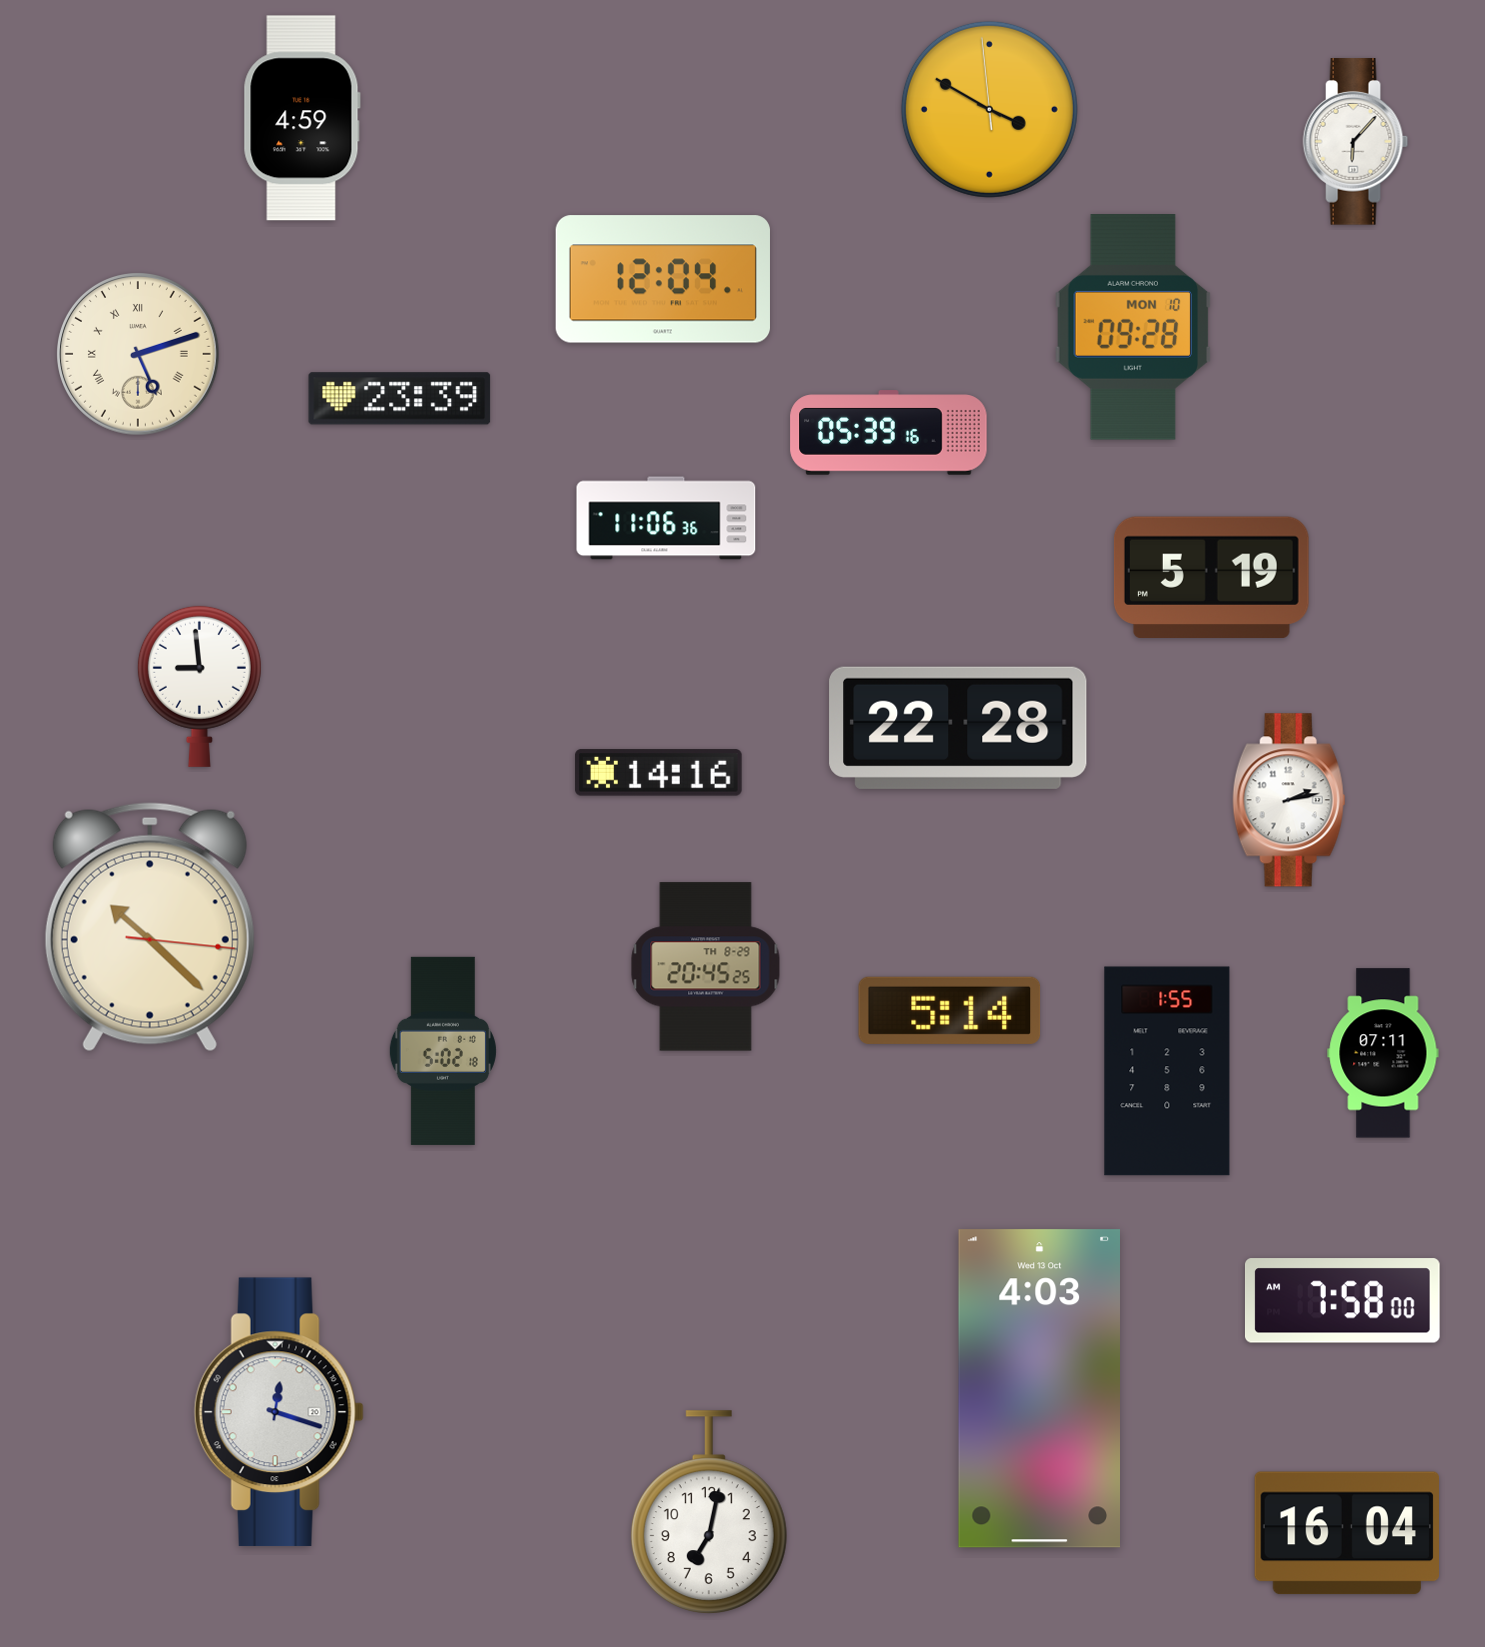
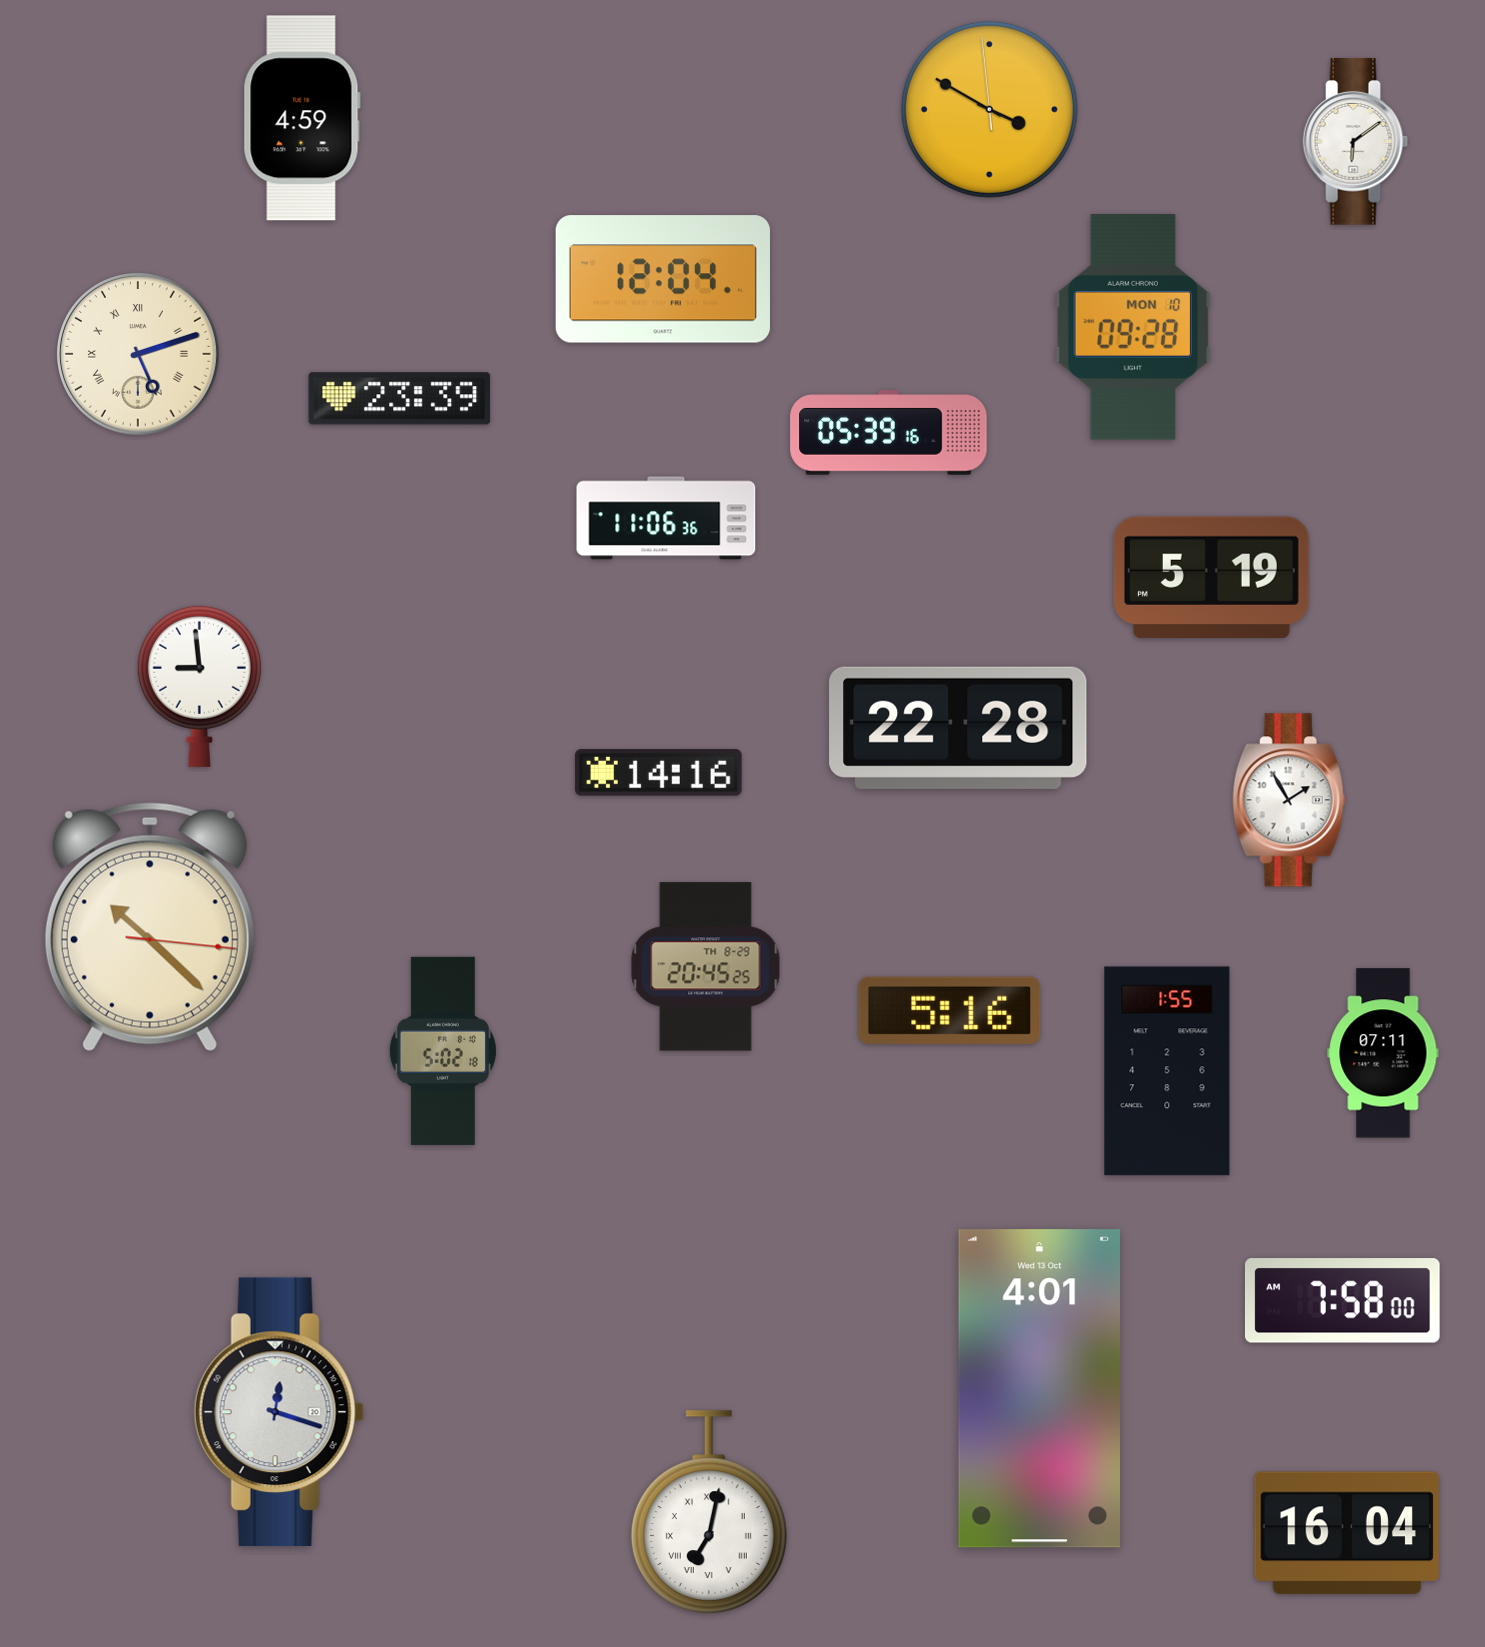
clock at (1356, 142): 6:07 -> 6:09
clock at (1289, 800): 2:13 -> 1:55
clock at (950, 1010): 5:14 -> 5:16
clock at (1039, 1389): 4:03 -> 4:01
clock at (709, 1512) numerals: Arabic -> Roman
